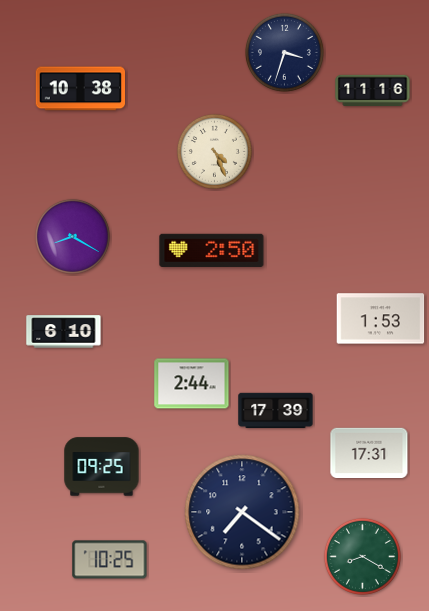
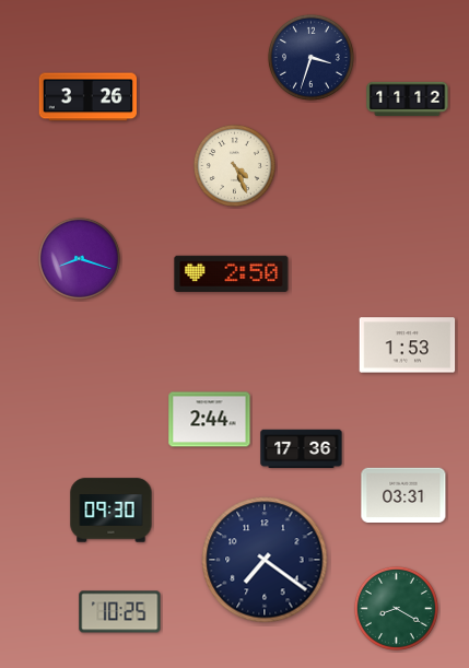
clock at (80, 89): 10:38 -> 3:26
clock at (373, 91): 11:16 -> 11:12
clock at (72, 236): 8:20 -> 8:18
clock at (381, 319) position: (381, 319) -> (408, 345)
clock at (64, 332): 6:10 -> none
clock at (276, 411): 17:39 -> 17:36
clock at (369, 452): 17:31 -> 03:31
clock at (102, 467): 09:25 -> 09:30
